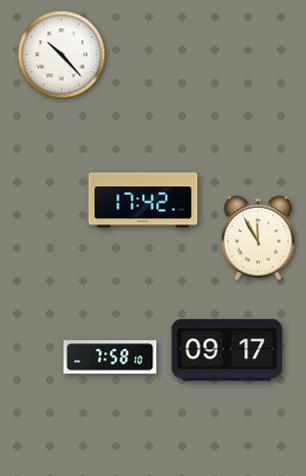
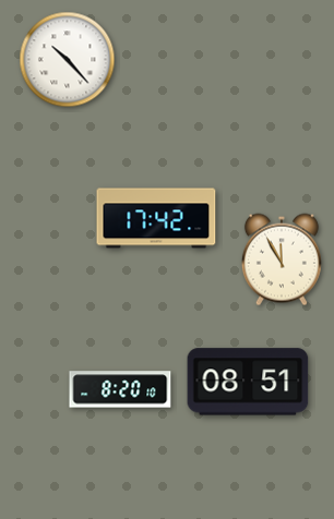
clock at (227, 350): 09:17 -> 08:51
clock at (110, 357): 7:58 -> 8:20
